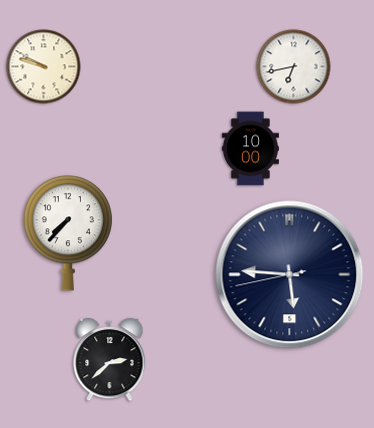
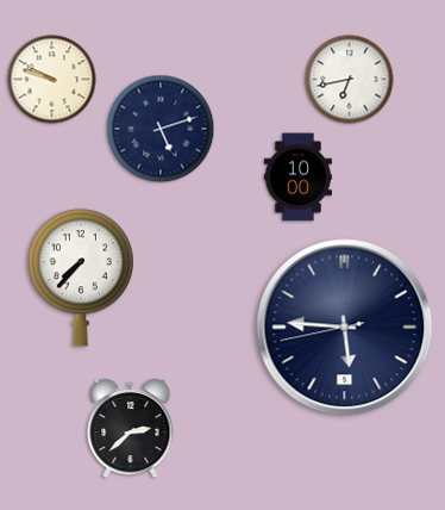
clock at (161, 129): none -> 5:12
